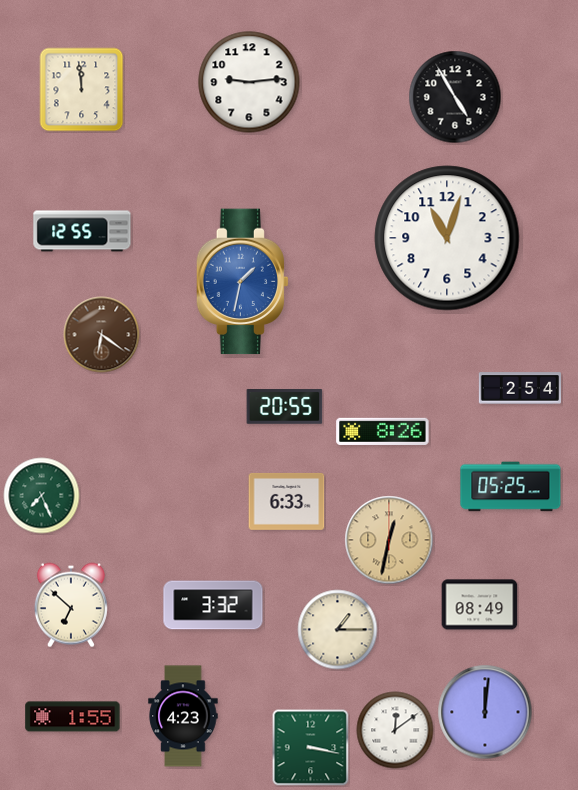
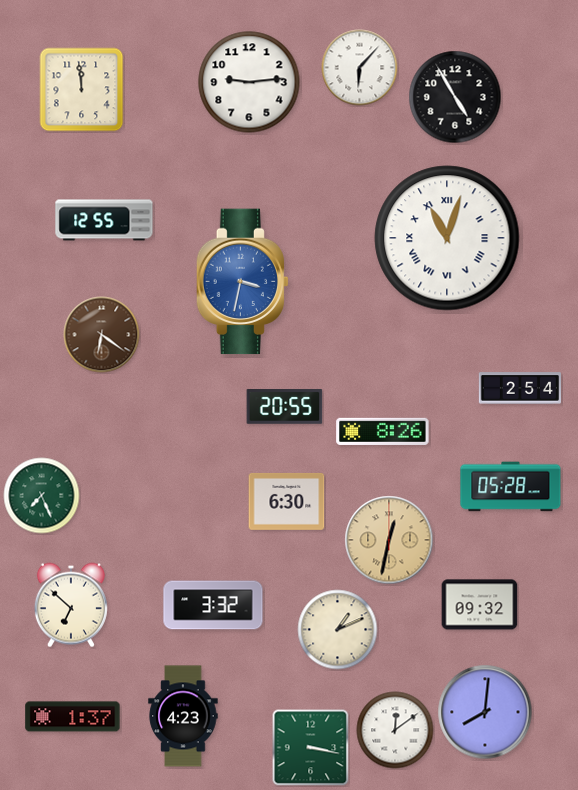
clock at (360, 68): none -> 6:07
clock at (82, 231) position: (82, 231) -> (104, 220)
clock at (447, 238) numerals: Arabic -> Roman
clock at (242, 282): 1:32 -> 3:32
clock at (511, 487): 05:25 -> 05:28
clock at (287, 501): 6:33 -> 6:30
clock at (480, 605): 08:49 -> 09:32
clock at (338, 630): 1:15 -> 1:11
clock at (485, 712): 12:01 -> 8:01
clock at (73, 717): 1:55 -> 1:37
